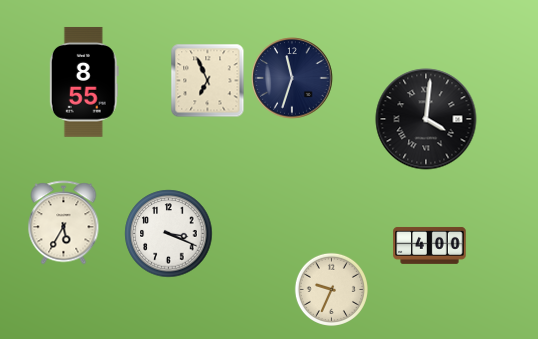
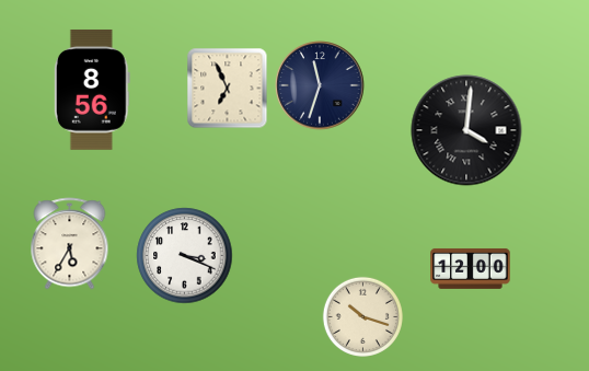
clock at (84, 82): 8:55 -> 8:56
clock at (430, 245): 4:00 -> 12:00
clock at (331, 289): 9:34 -> 10:18
